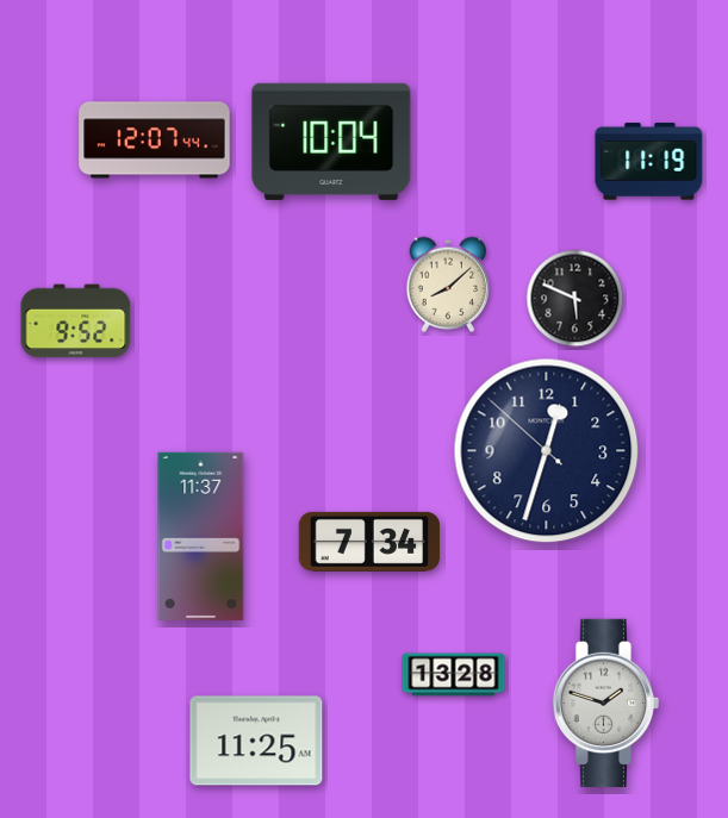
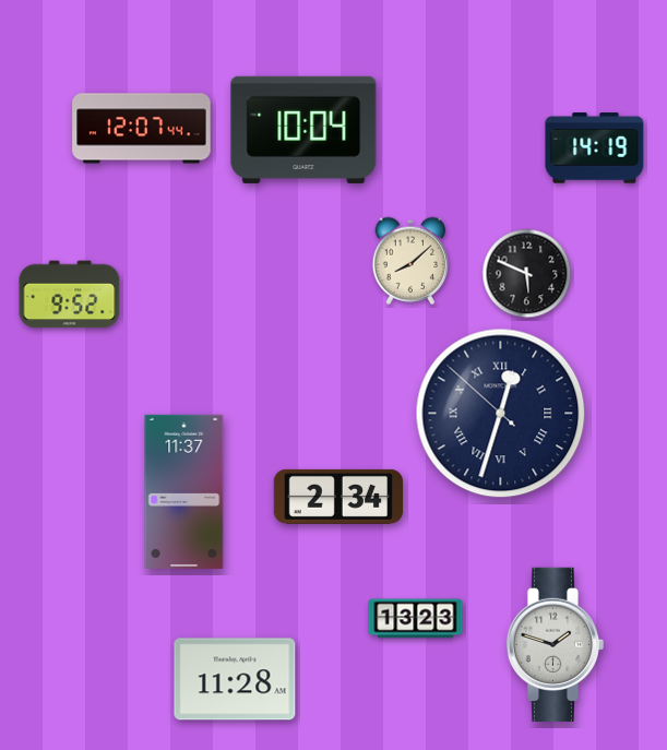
clock at (649, 162): 11:19 -> 14:19
clock at (547, 451) numerals: Arabic -> Roman
clock at (369, 542): 7:34 -> 2:34
clock at (454, 675): 13:28 -> 13:23
clock at (256, 741): 11:25 -> 11:28
